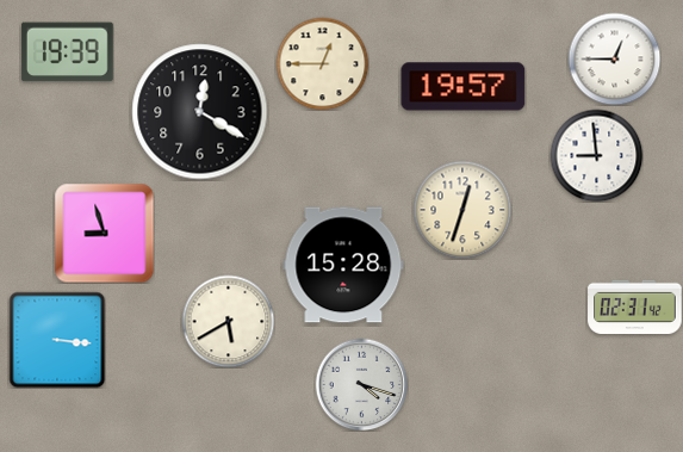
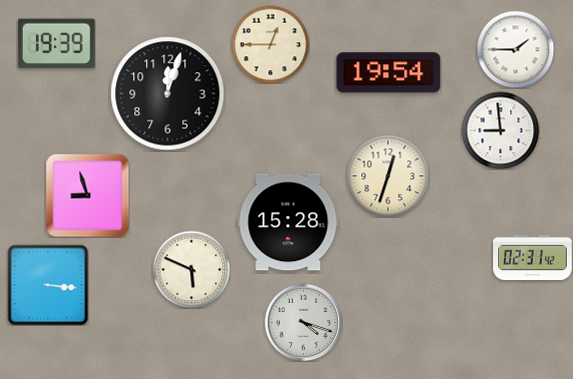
clock at (614, 58): 12:45 -> 1:45
clock at (322, 63) position: (322, 63) -> (270, 44)
clock at (464, 87): 19:57 -> 19:54
clock at (200, 112): 12:20 -> 12:03
clock at (228, 321): 5:40 -> 5:49
